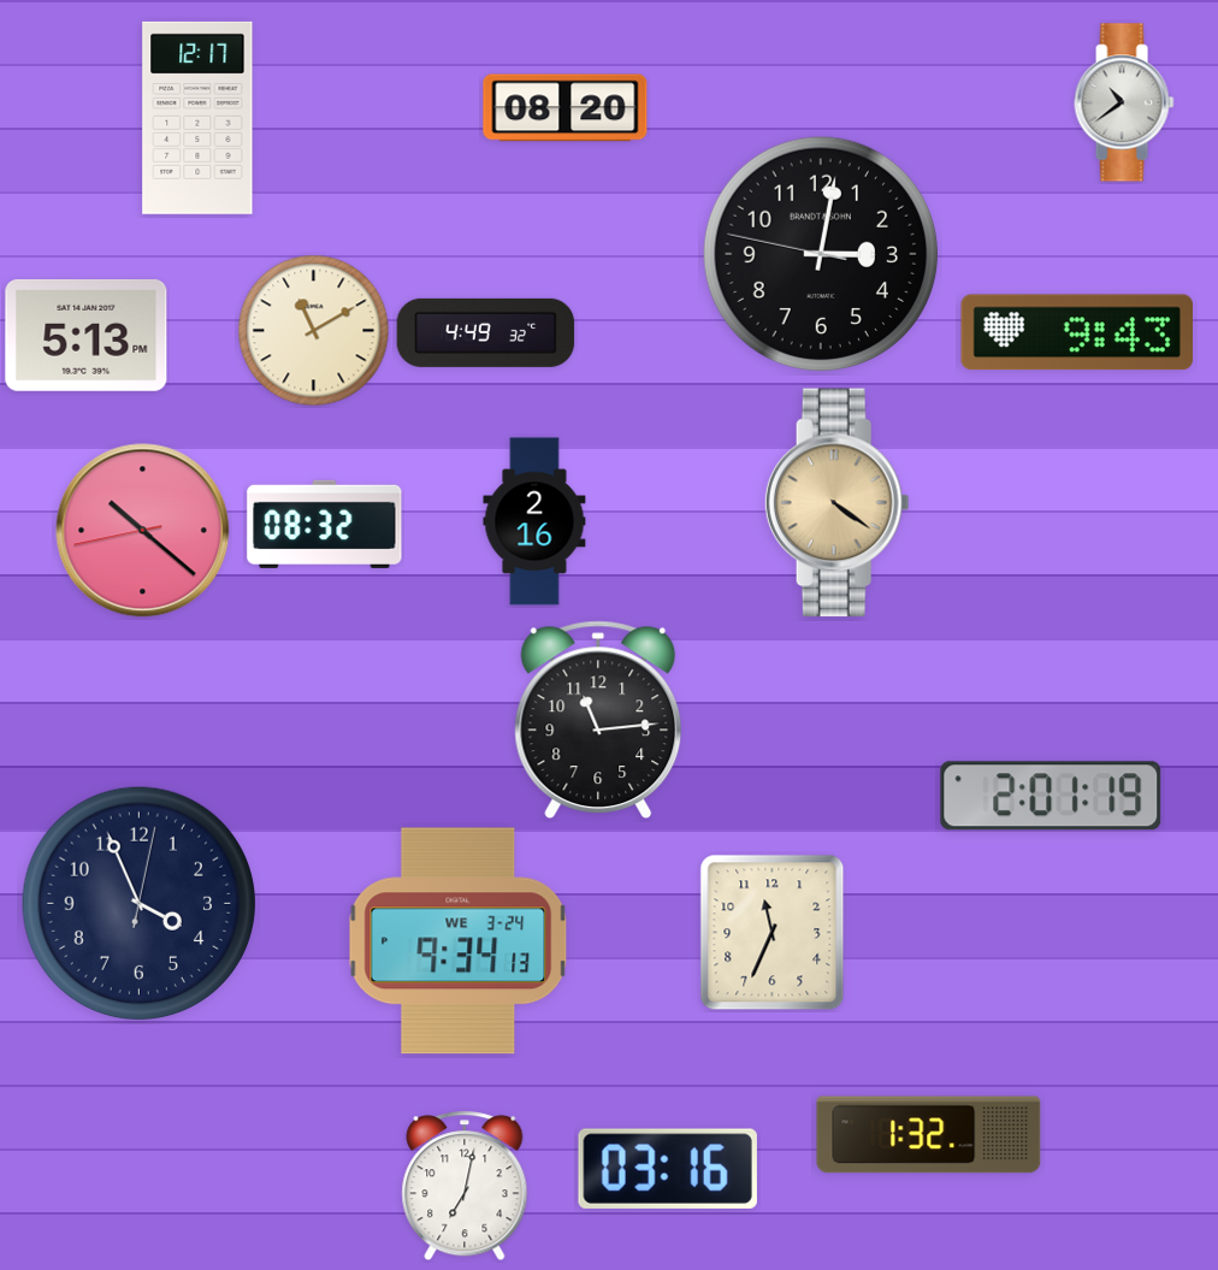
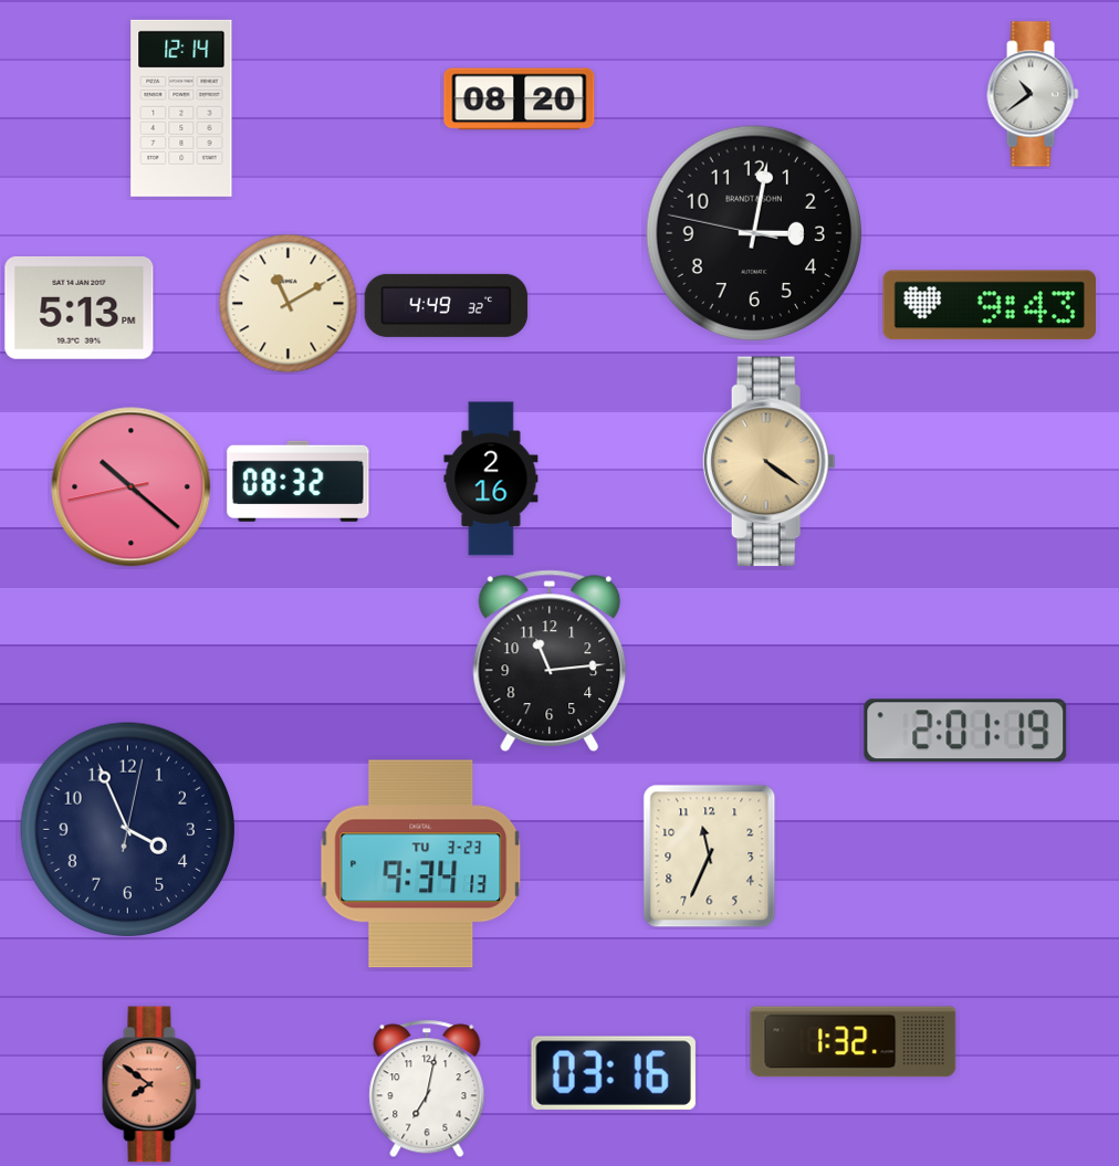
clock at (197, 118): 12:17 -> 12:14
clock at (459, 941) date: WE 3-24 -> TU 3-23
clock at (151, 1084): none -> 7:51
